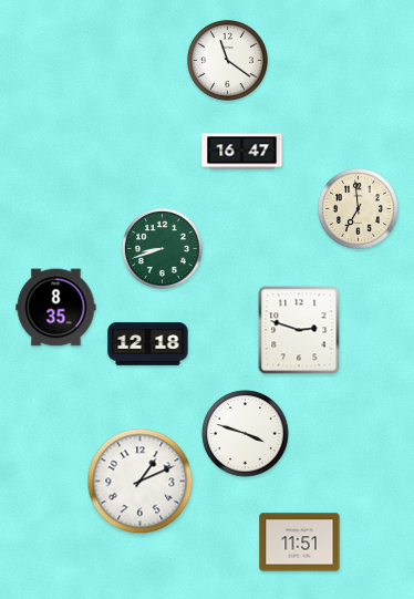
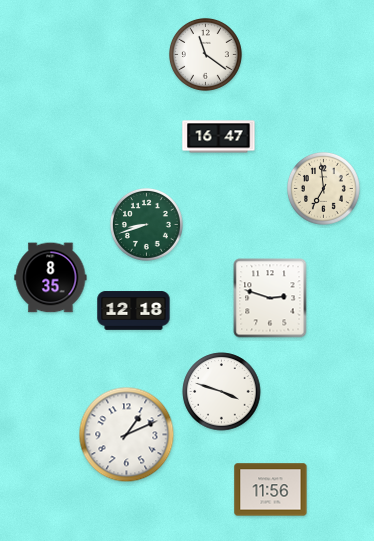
clock at (300, 543): 11:51 -> 11:56
